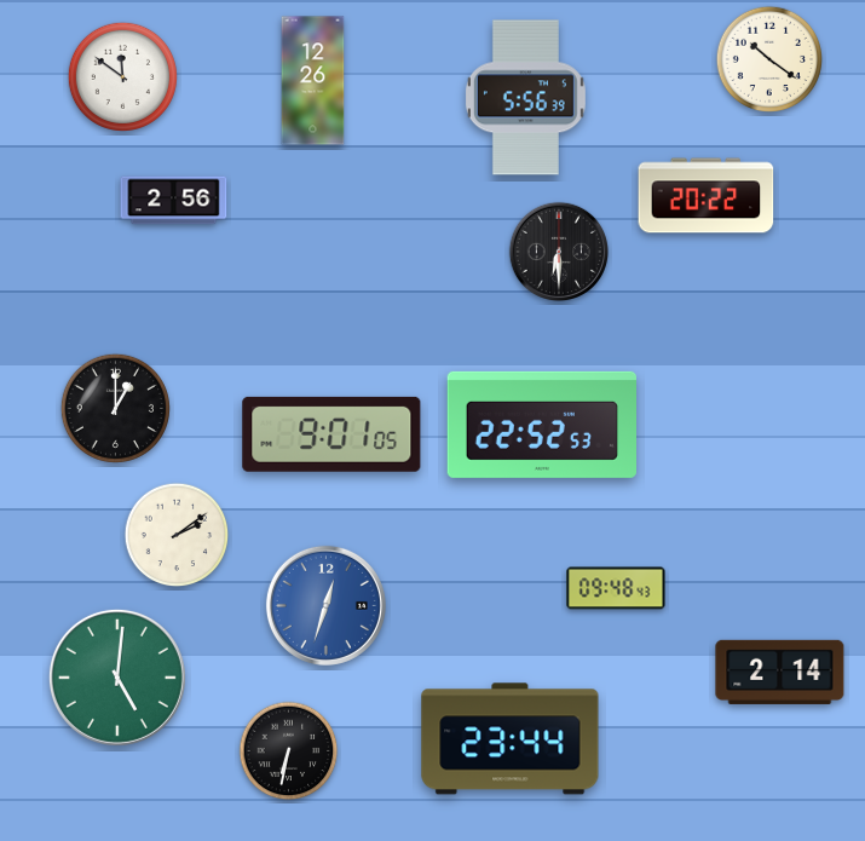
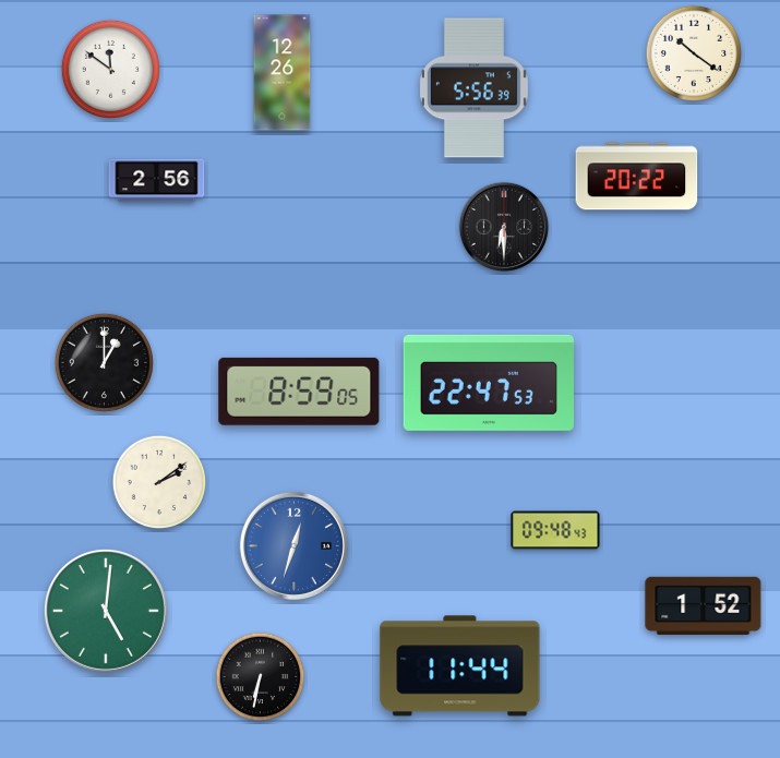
clock at (115, 408) position: (115, 408) -> (104, 362)
clock at (541, 425): 22:52 -> 22:47
clock at (331, 434): 9:01 -> 8:59
clock at (780, 672): 2:14 -> 1:52
clock at (511, 739): 23:44 -> 11:44
